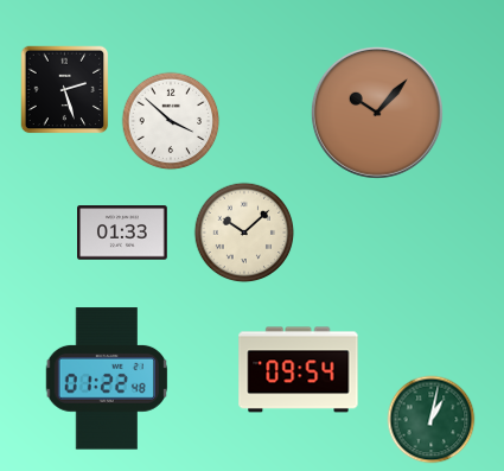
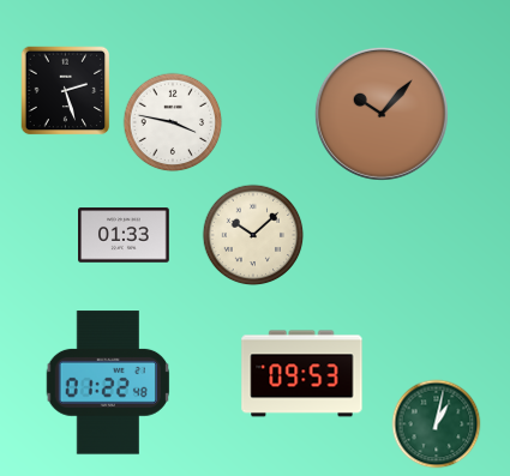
clock at (171, 121): 3:52 -> 3:47
clock at (244, 233) position: (244, 233) -> (253, 235)
clock at (299, 370): 09:54 -> 09:53
